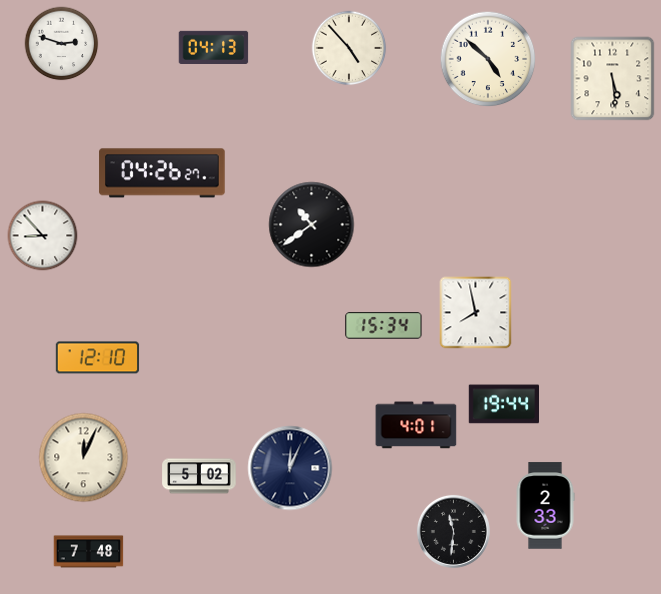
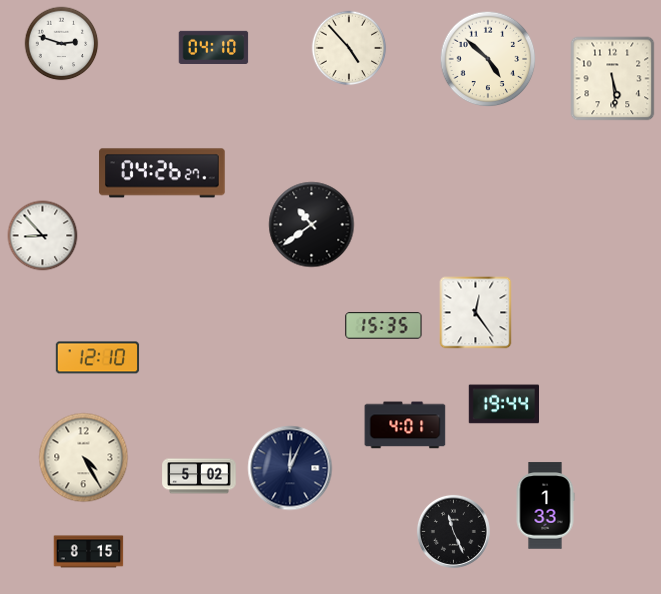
clock at (214, 47): 04:13 -> 04:10
clock at (476, 313): 7:58 -> 12:24
clock at (384, 326): 15:34 -> 15:35
clock at (416, 425) position: (416, 425) -> (405, 425)
clock at (84, 458): 12:04 -> 4:25
clock at (545, 506): 2:33 -> 1:33
clock at (453, 531): 11:31 -> 11:26
clock at (89, 552): 7:48 -> 8:15
